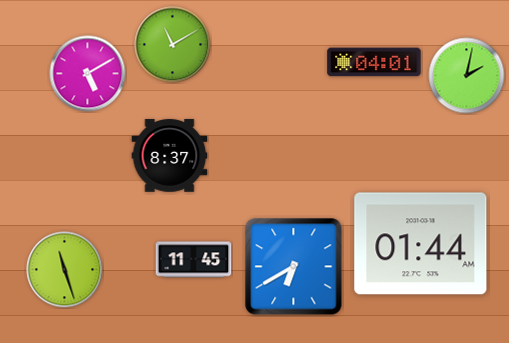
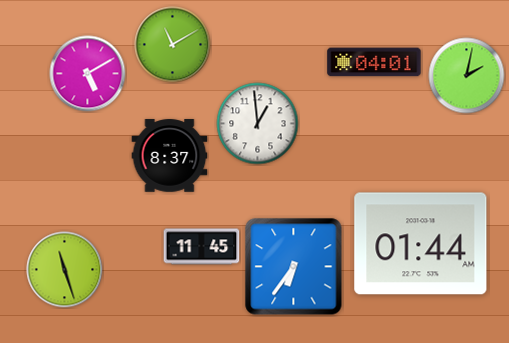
clock at (258, 124): none -> 12:59
clock at (194, 260) position: (194, 260) -> (202, 247)
clock at (294, 267): 6:40 -> 6:36
